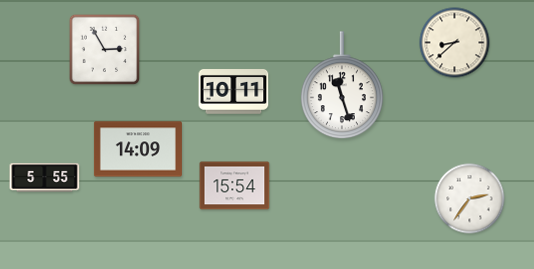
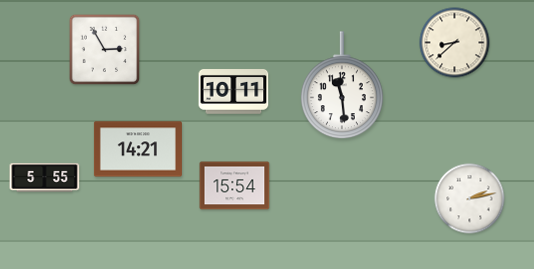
clock at (342, 86): 11:27 -> 11:29
clock at (138, 149): 14:09 -> 14:21
clock at (470, 199): 2:36 -> 2:13
